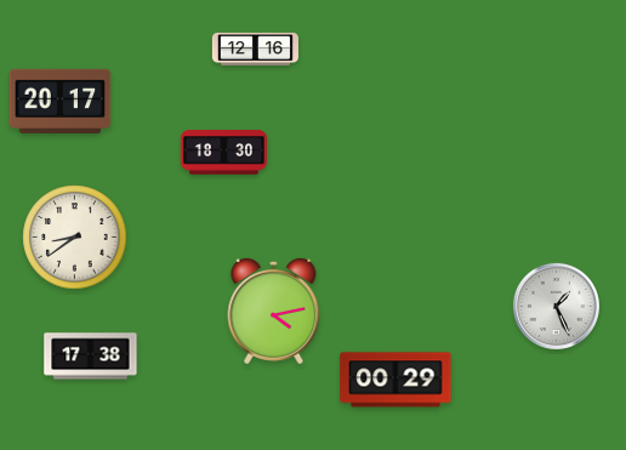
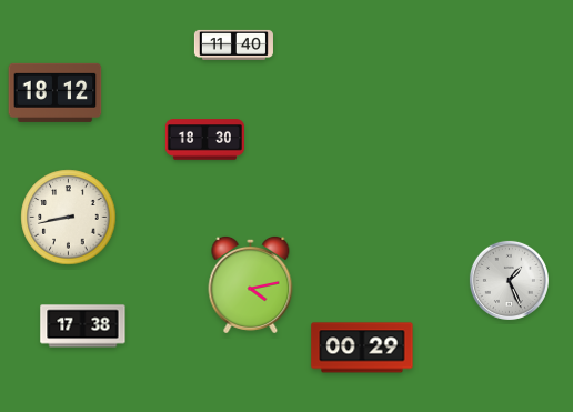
clock at (255, 49): 12:16 -> 11:40
clock at (61, 101): 20:17 -> 18:12
clock at (75, 238): 8:39 -> 8:43
